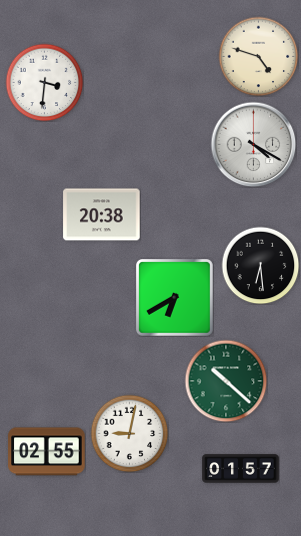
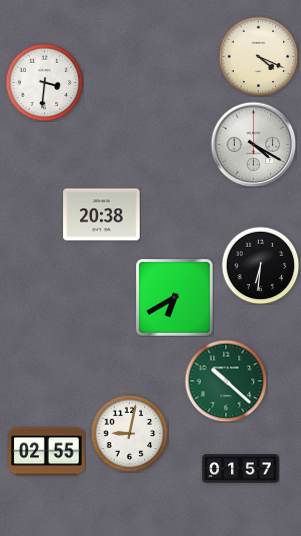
clock at (258, 56): 4:48 -> 4:19
clock at (260, 265): 6:29 -> 6:31
